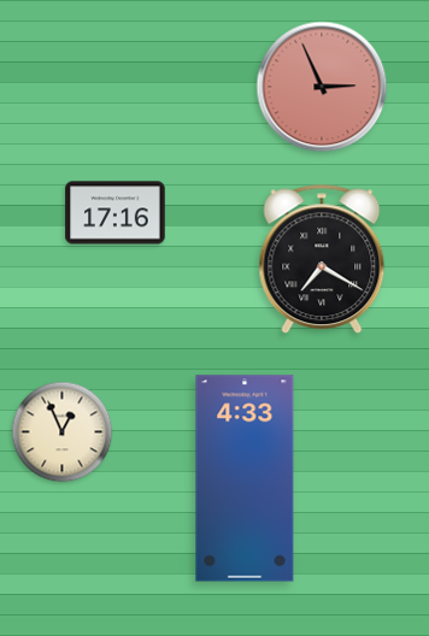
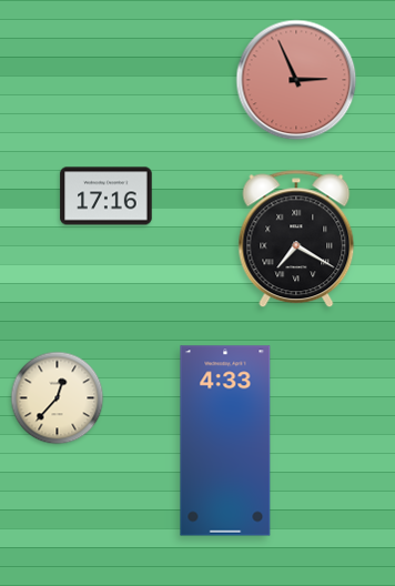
clock at (63, 432): 12:56 -> 12:37
